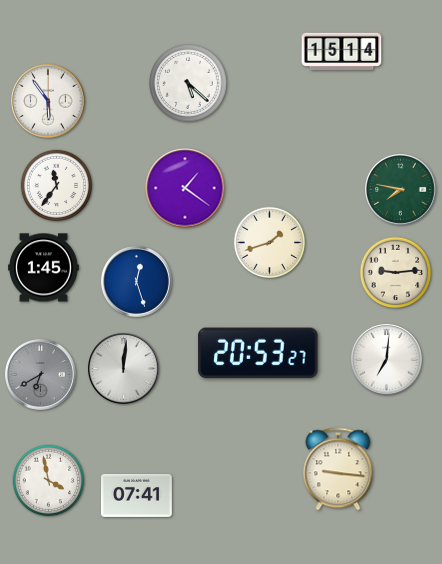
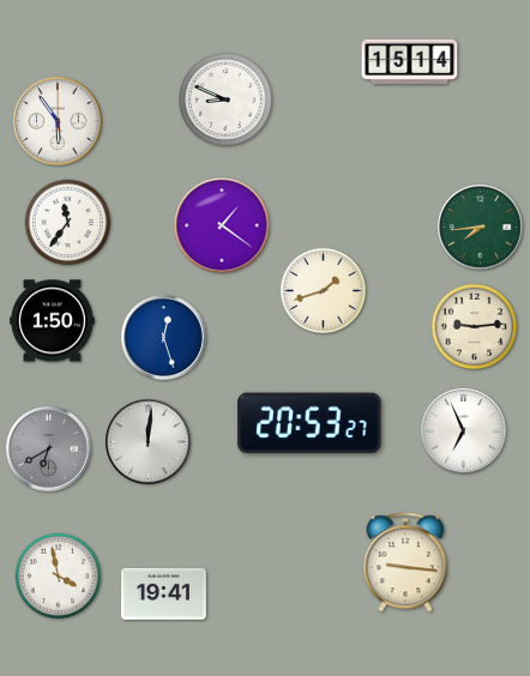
clock at (189, 84): 5:22 -> 8:49
clock at (401, 190): 7:47 -> 7:44
clock at (44, 268): 1:45 -> 1:50
clock at (387, 360): 7:01 -> 6:56
clock at (137, 495): 07:41 -> 19:41
